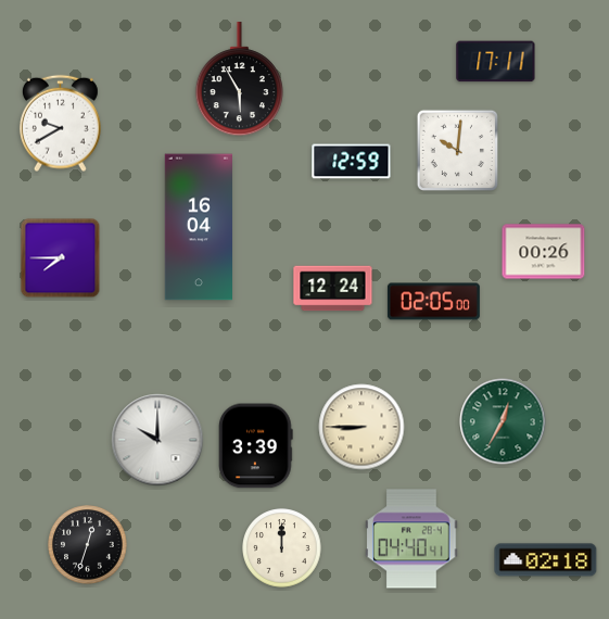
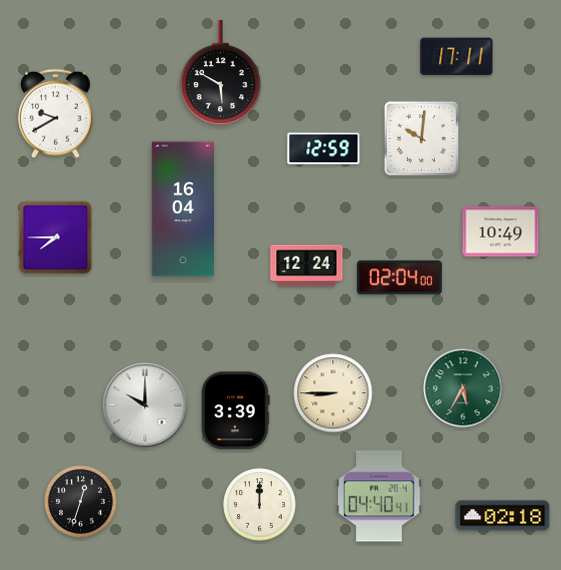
clock at (239, 80): 5:55 -> 5:50
clock at (544, 252): 00:26 -> 10:49
clock at (433, 302): 02:05 -> 02:04
clock at (503, 421): 12:35 -> 5:35
